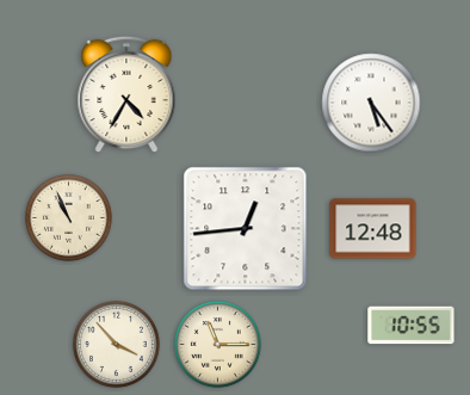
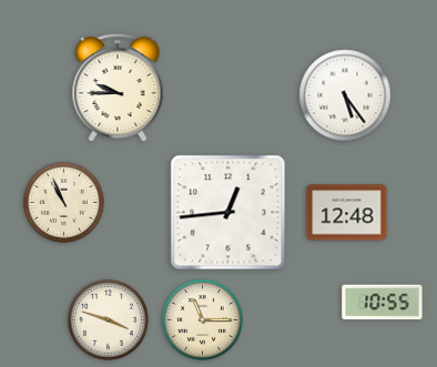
clock at (126, 94): 4:35 -> 9:45
clock at (117, 345): 3:53 -> 3:48
